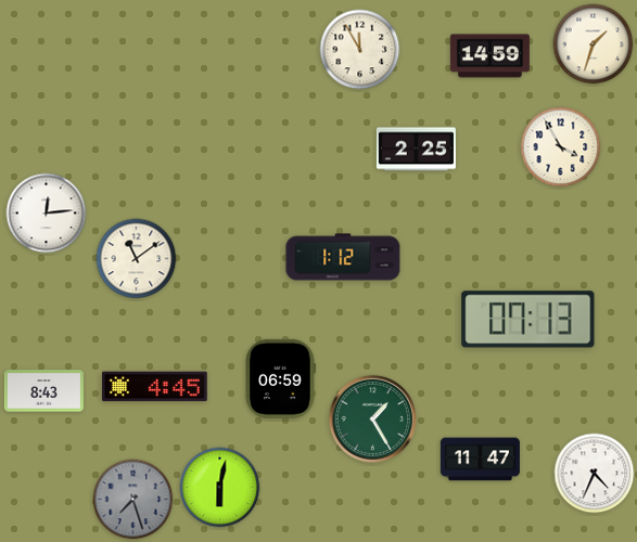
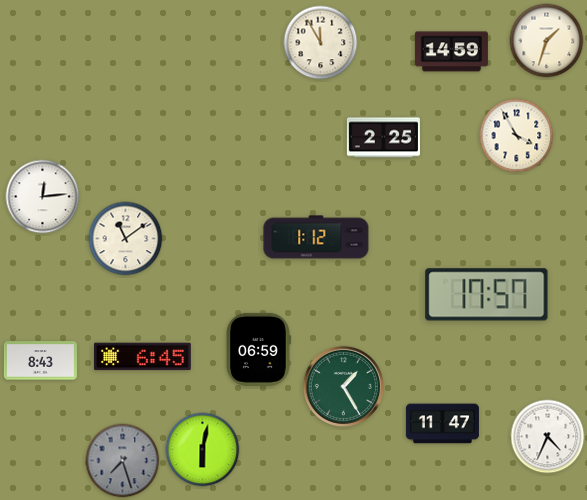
clock at (360, 50) position: (360, 50) -> (321, 43)
clock at (528, 320): 07:13 -> 17:57
clock at (155, 387): 4:45 -> 6:45
